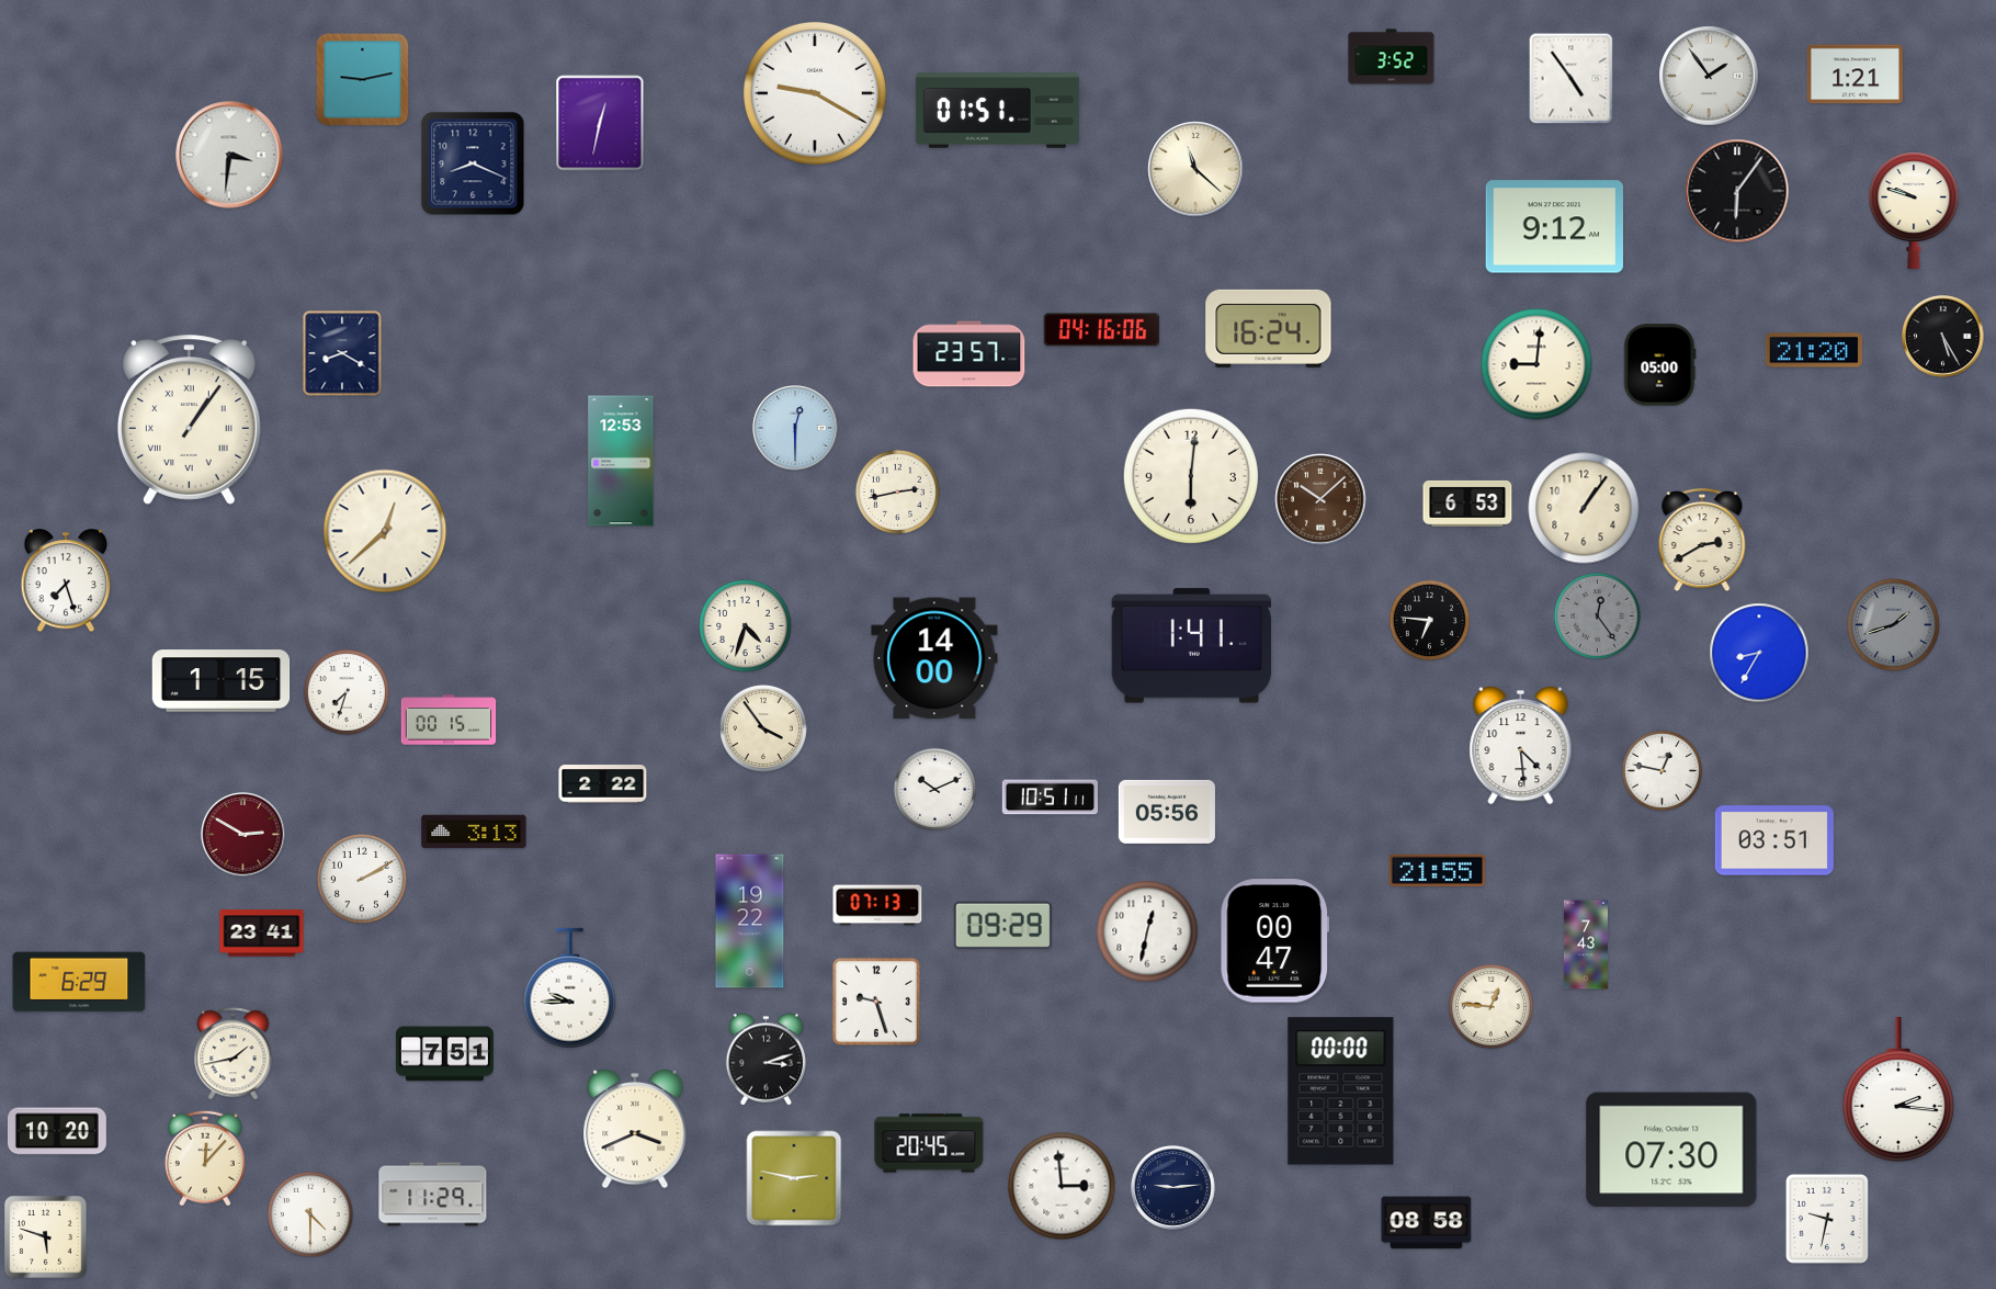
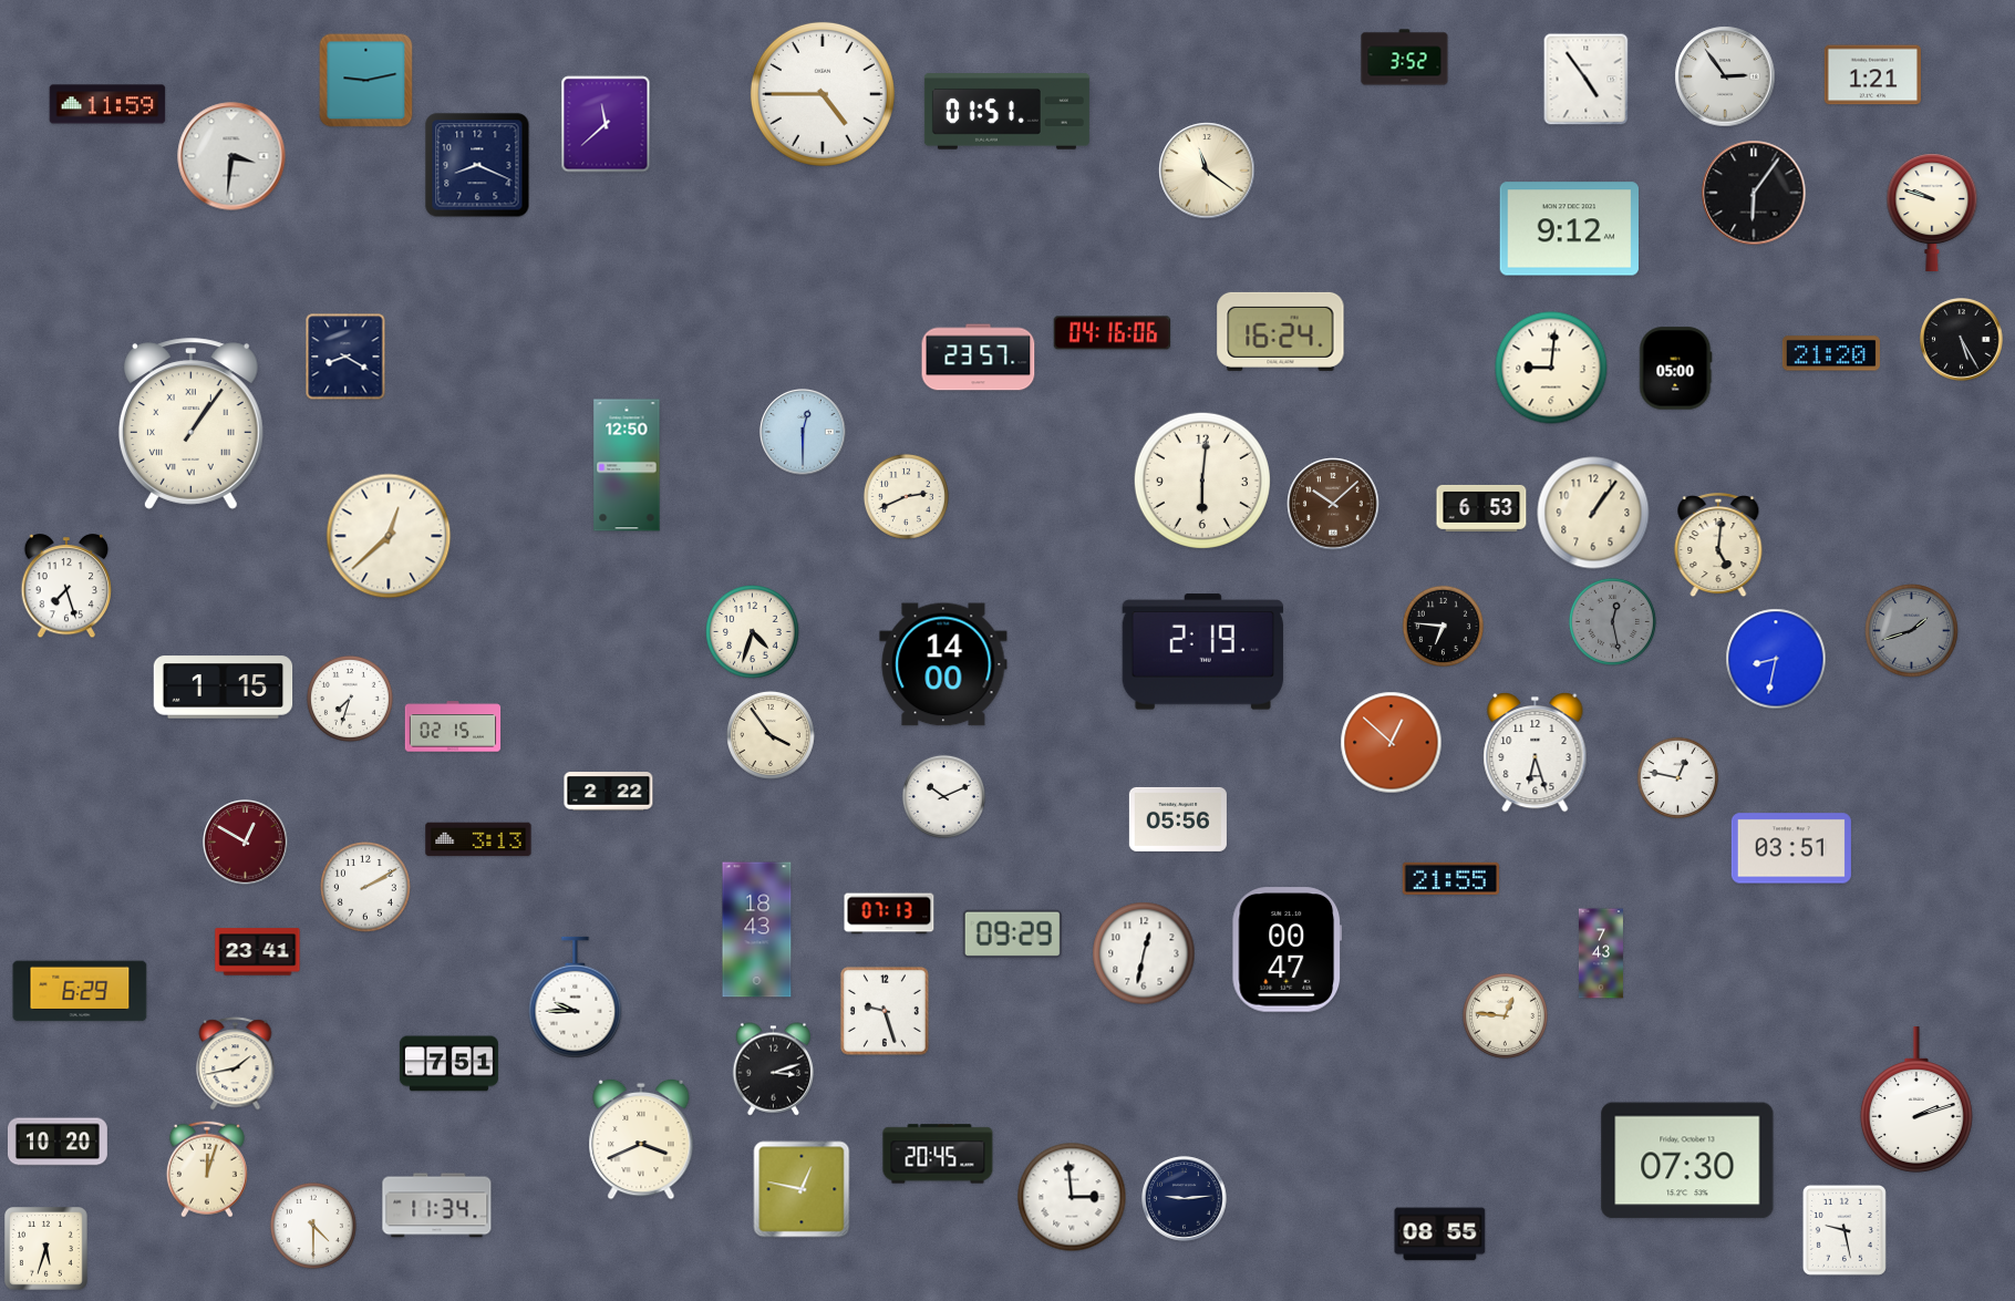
clock at (1709, 76): 1:54 -> 2:54
clock at (815, 93): 9:20 -> 4:45
clock at (107, 104): none -> 11:59
clock at (600, 123): 12:32 -> 11:38
clock at (1195, 169): 11:22 -> 11:21
clock at (621, 461): 12:53 -> 12:50
clock at (897, 491): 2:43 -> 2:41
clock at (1584, 508) position: (1584, 508) -> (1593, 513)
clock at (1702, 541): 2:40 -> 5:01
clock at (1597, 615): 12:24 -> 12:28
clock at (1191, 646): 1:41 -> 2:19
clock at (1759, 653): 8:35 -> 8:32
clock at (449, 720): 00:15 -> 02:15
clock at (1392, 743): none -> 12:52
clock at (1521, 746): 4:29 -> 6:27
clock at (1050, 798): 10:51 -> none
clock at (243, 835): 2:50 -> 12:50
clock at (877, 905) position: (877, 905) -> (889, 913)
clock at (750, 921): 19:22 -> 18:43
clock at (1147, 931) position: (1147, 931) -> (1144, 953)
clock at (262, 934) position: (262, 934) -> (258, 952)
clock at (1898, 1089): 2:16 -> 2:12
clock at (1341, 1092): 00:00 -> none
clock at (205, 1158): 12:07 -> 12:03
clock at (794, 1178): 2:47 -> 12:47
clock at (433, 1195): 11:29 -> 11:34
clock at (1827, 1219): 9:32 -> 9:28
clock at (1427, 1223): 08:58 -> 08:55
clock at (46, 1237): 5:48 -> 5:33
